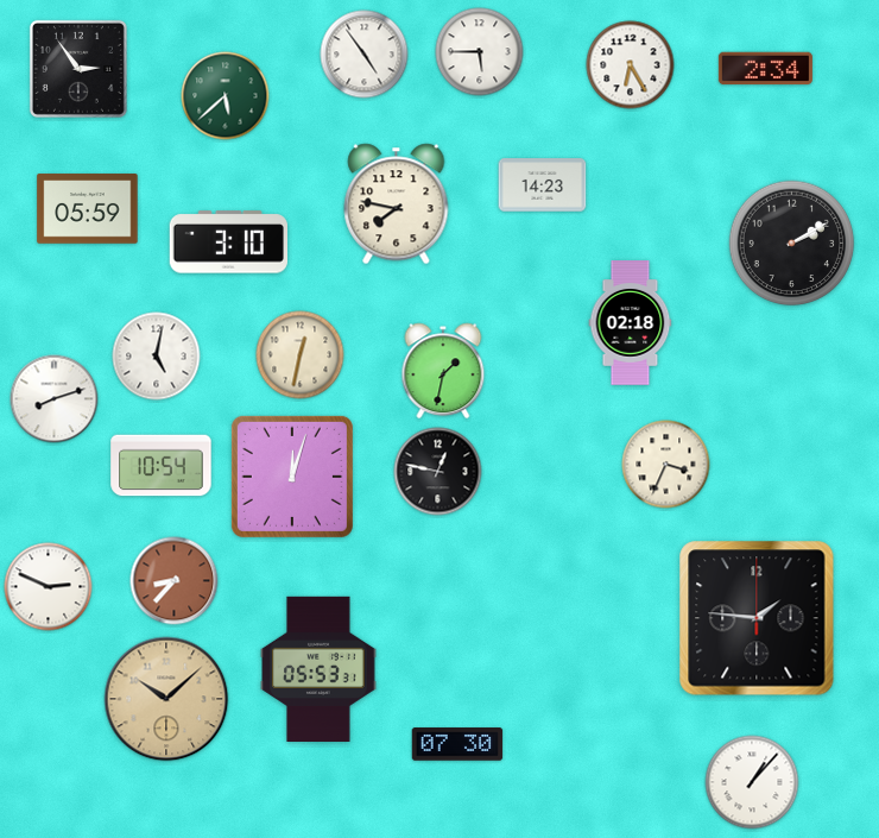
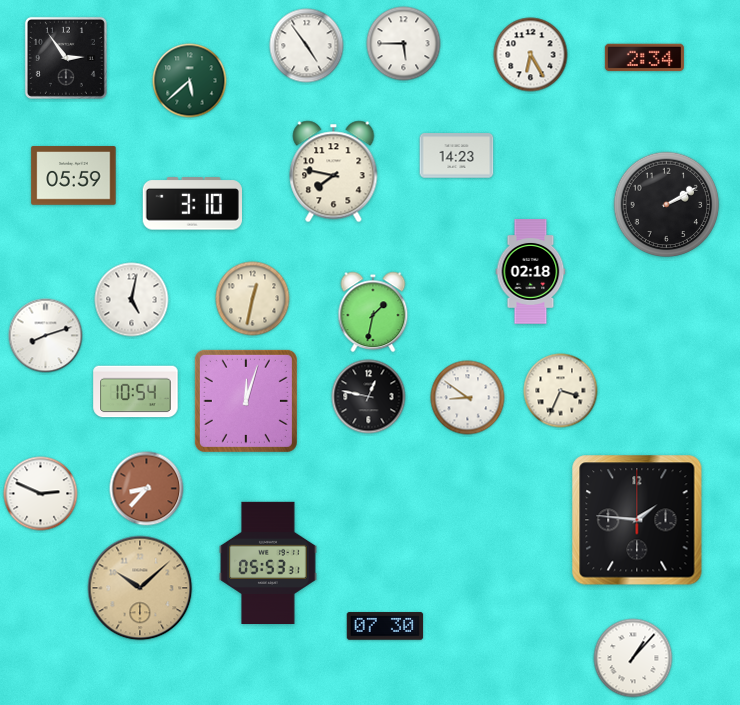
clock at (468, 398): none -> 8:51
